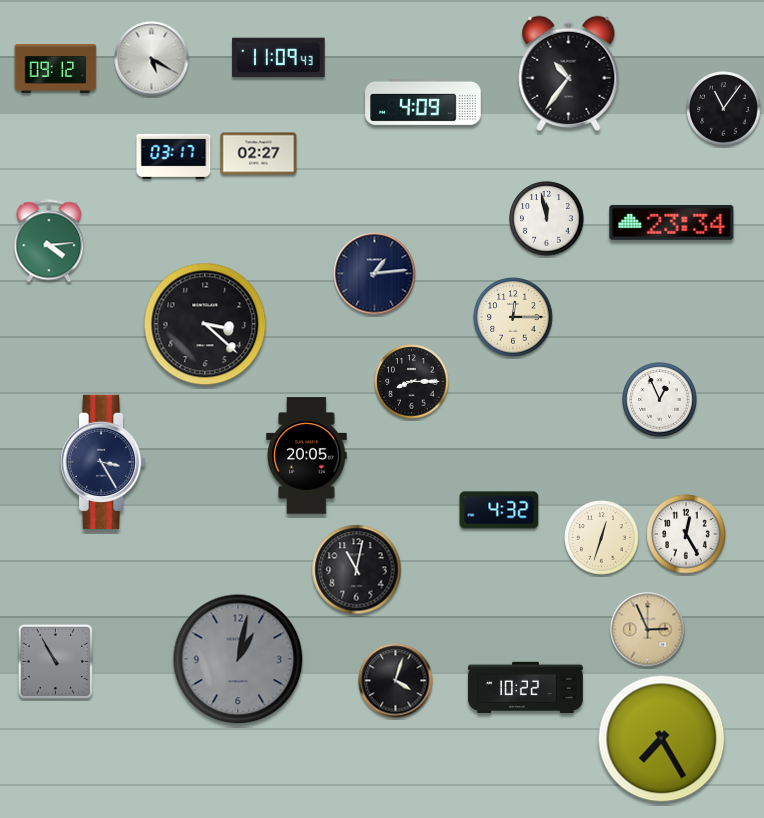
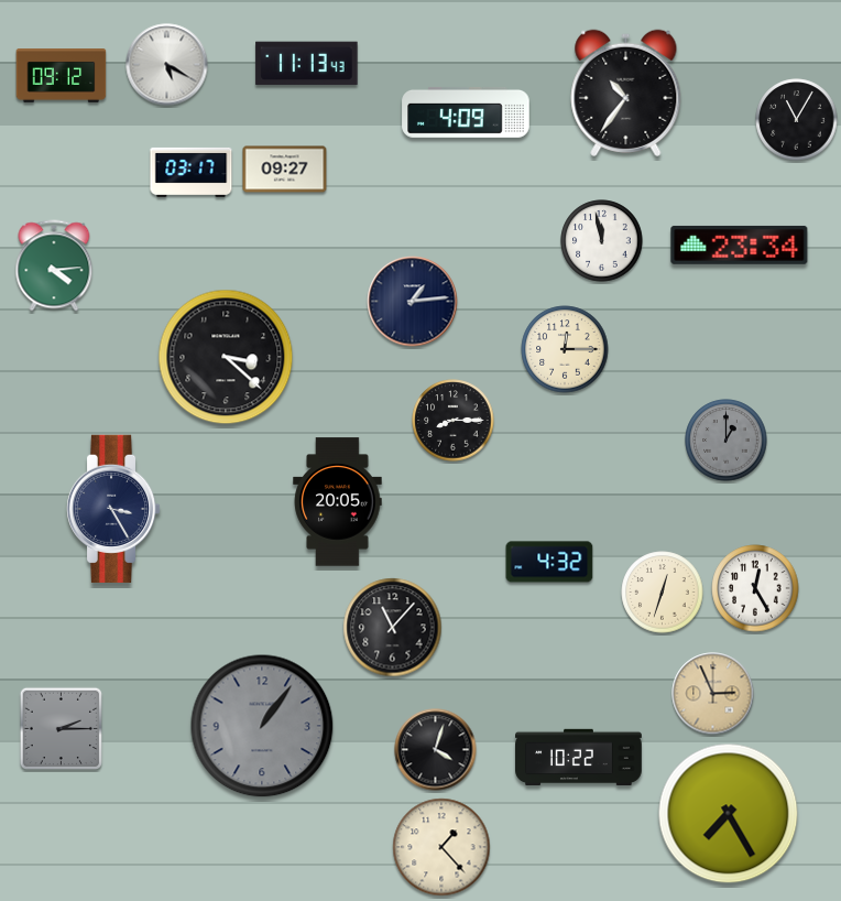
clock at (279, 58): 11:09 -> 11:13
clock at (569, 73) position: (569, 73) -> (626, 93)
clock at (724, 109): 11:06 -> 11:05
clock at (259, 154): 02:27 -> 09:27
clock at (660, 400): 12:56 -> 1:00
clock at (660, 400) dial: white -> grey
clock at (357, 570): 11:02 -> 11:07
clock at (238, 659): 1:02 -> 1:06
clock at (55, 661): 10:55 -> 2:15
clock at (441, 847): none -> 1:23
